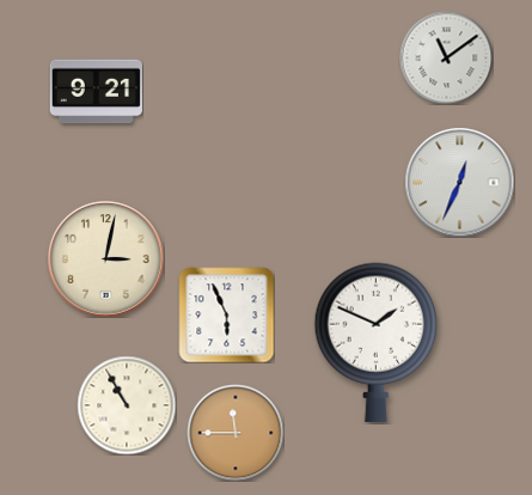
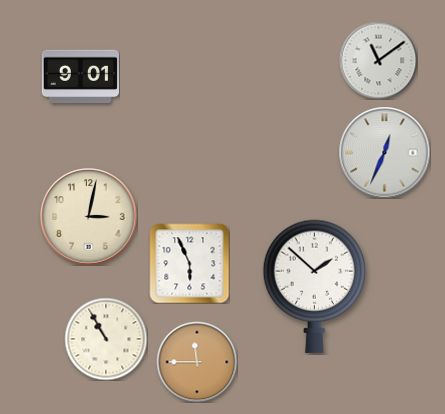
clock at (446, 57) position: (446, 57) -> (378, 60)
clock at (96, 92): 9:21 -> 9:01
clock at (375, 342): 1:49 -> 1:52
